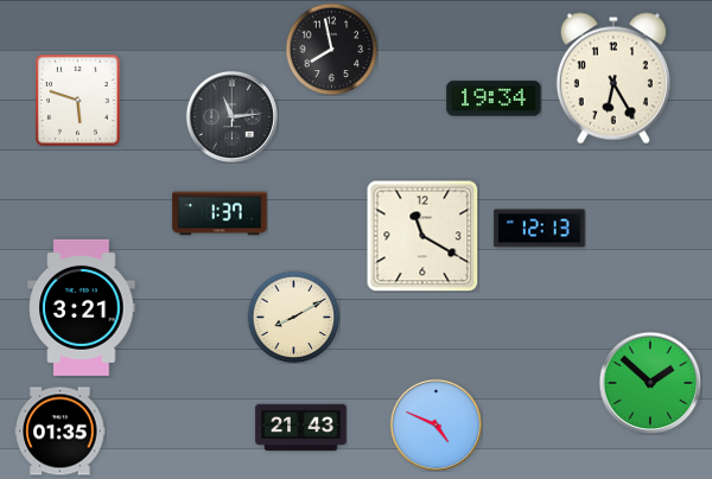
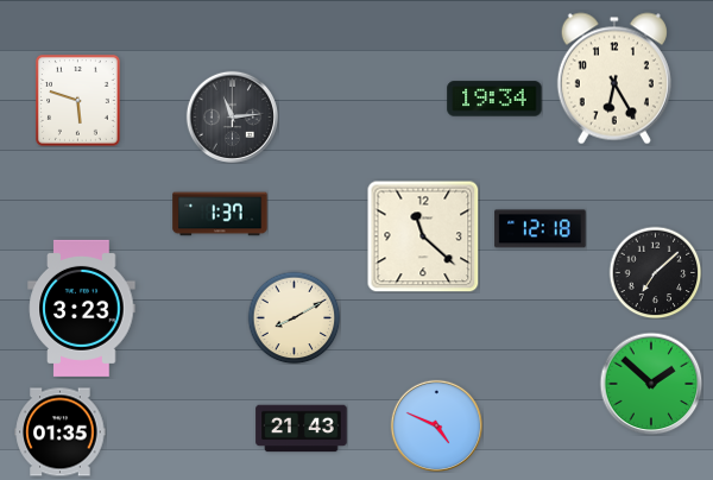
clock at (331, 49): 7:58 -> none
clock at (540, 229): 12:13 -> 12:18
clock at (422, 236): 11:20 -> 11:22
clock at (655, 272): none -> 7:08
clock at (82, 307): 3:21 -> 3:23
